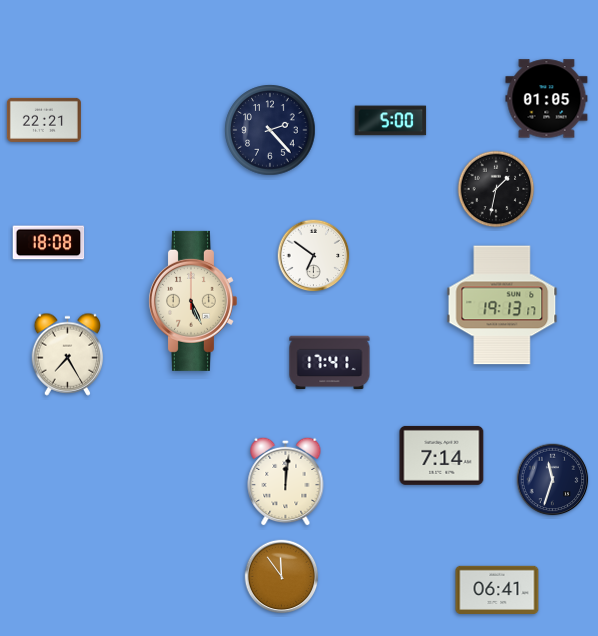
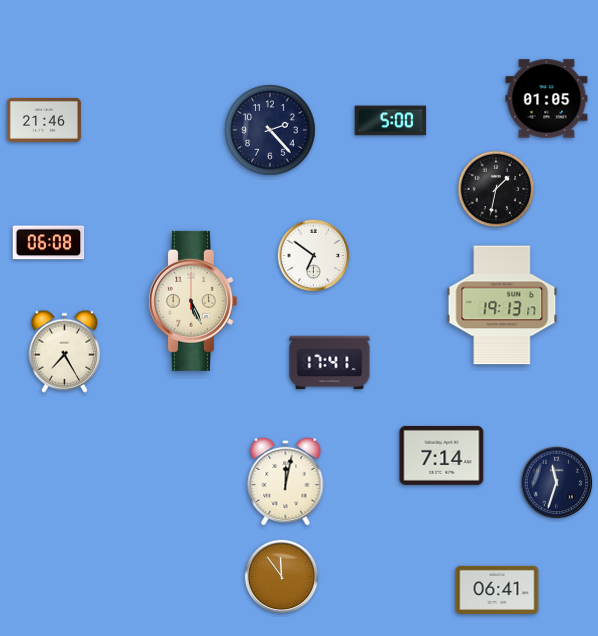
clock at (44, 120): 22:21 -> 21:46
clock at (49, 243): 18:08 -> 06:08
clock at (68, 354) position: (68, 354) -> (65, 351)
clock at (553, 480) position: (553, 480) -> (557, 483)
clock at (286, 481): 12:01 -> 12:02
